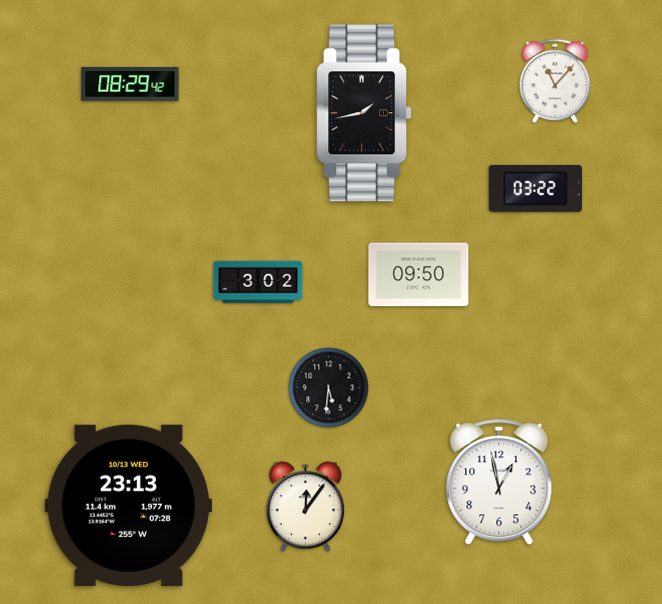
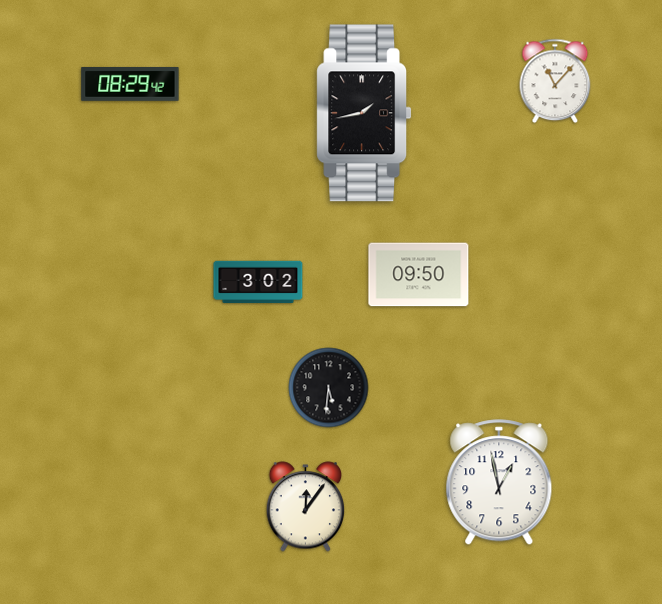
clock at (535, 188): 03:22 -> none
clock at (128, 505): 23:13 -> none
